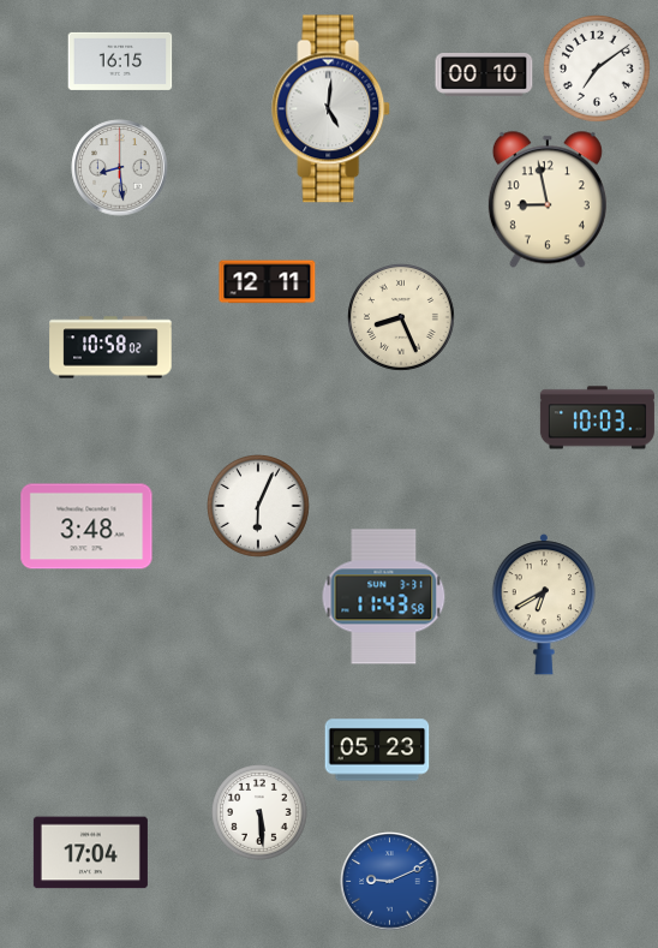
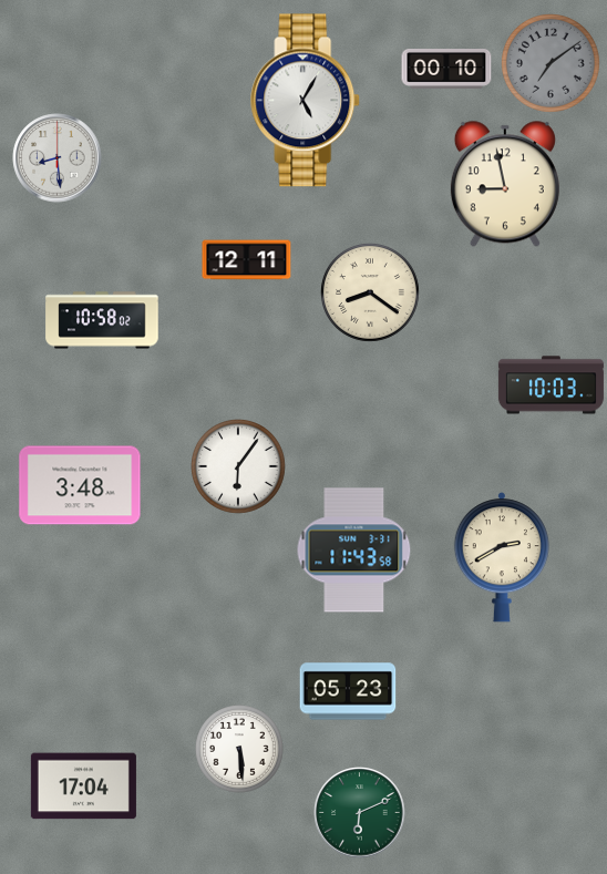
clock at (120, 61): 16:15 -> none
clock at (597, 68) dial: white -> grey
clock at (331, 109): 5:01 -> 5:05
clock at (120, 168) position: (120, 168) -> (58, 158)
clock at (401, 317): 8:26 -> 8:21
clock at (259, 507): 6:04 -> 6:06
clock at (544, 604): 6:40 -> 2:40
clock at (390, 882): 9:11 -> 6:11
clock at (390, 882) dial: blue -> green
